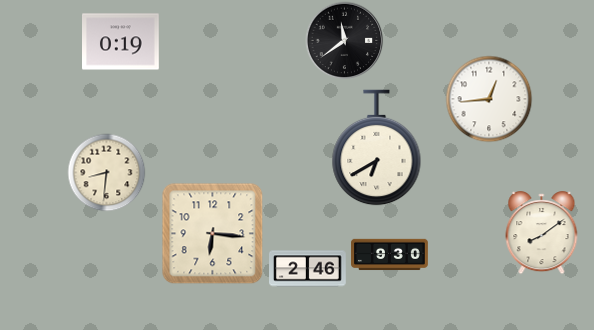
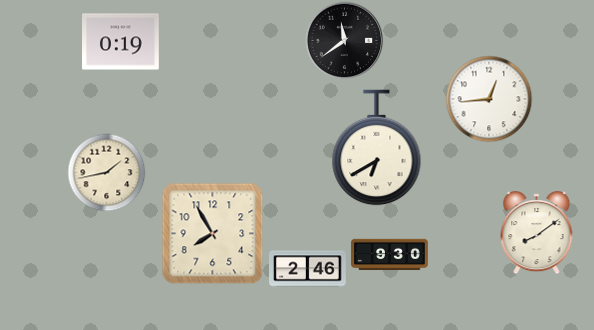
clock at (106, 172): 8:31 -> 1:43
clock at (212, 233): 6:16 -> 7:55
clock at (542, 233) position: (542, 233) -> (537, 233)
